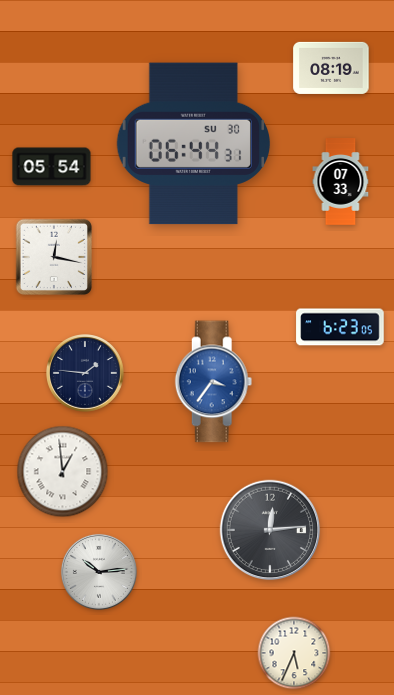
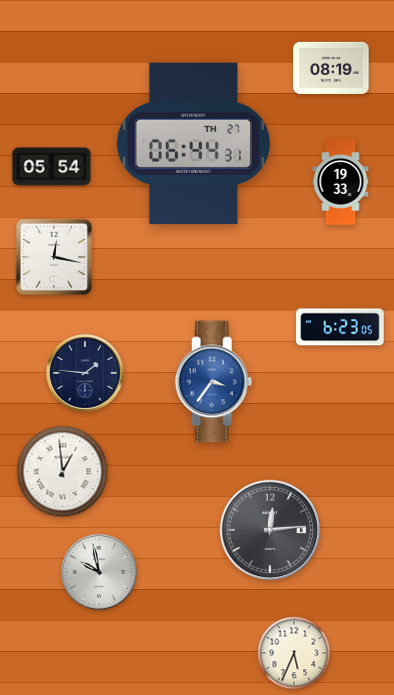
clock at (194, 144) date: SU 30 -> TH 27
clock at (341, 182): 07:33 -> 19:33
clock at (99, 572): 10:14 -> 9:58
